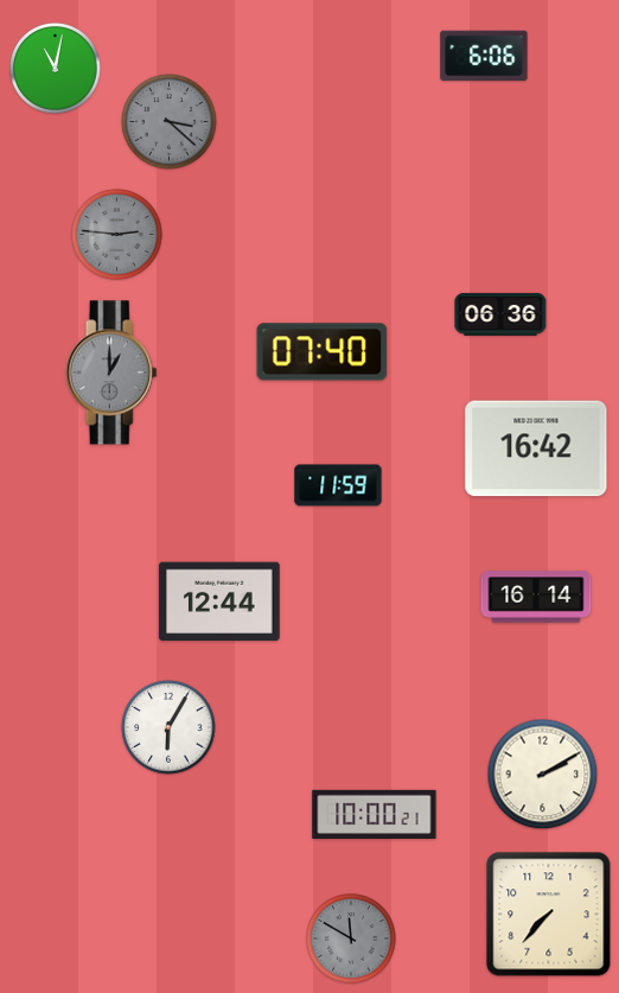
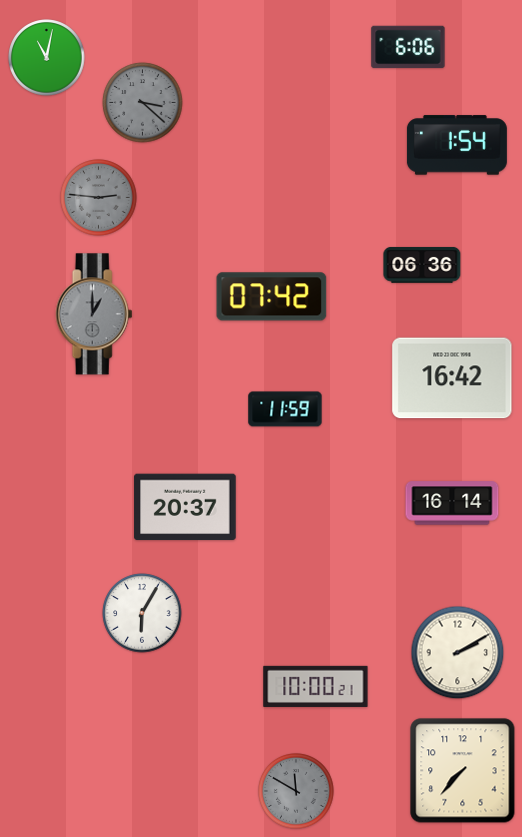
clock at (457, 145): none -> 1:54
clock at (323, 352): 07:40 -> 07:42
clock at (219, 601): 12:44 -> 20:37
